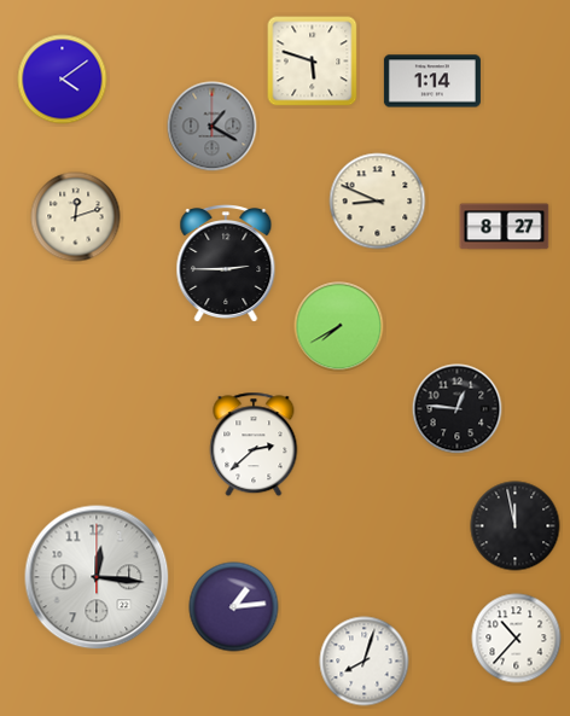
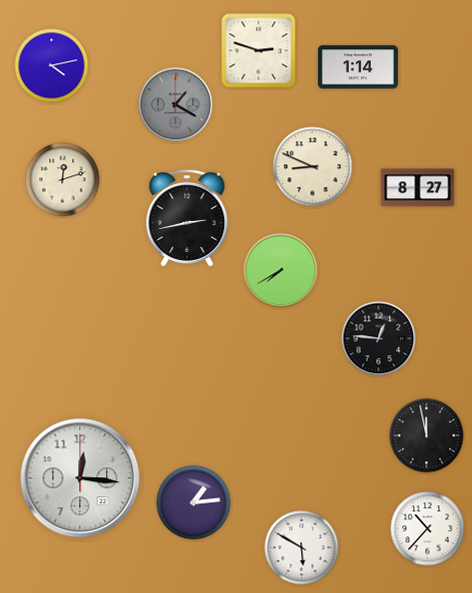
clock at (313, 62): 5:48 -> 2:48
clock at (63, 80): 4:09 -> 4:13
clock at (226, 264): 2:45 -> 2:43
clock at (254, 444): 2:38 -> none
clock at (365, 662): 8:03 -> 5:50
